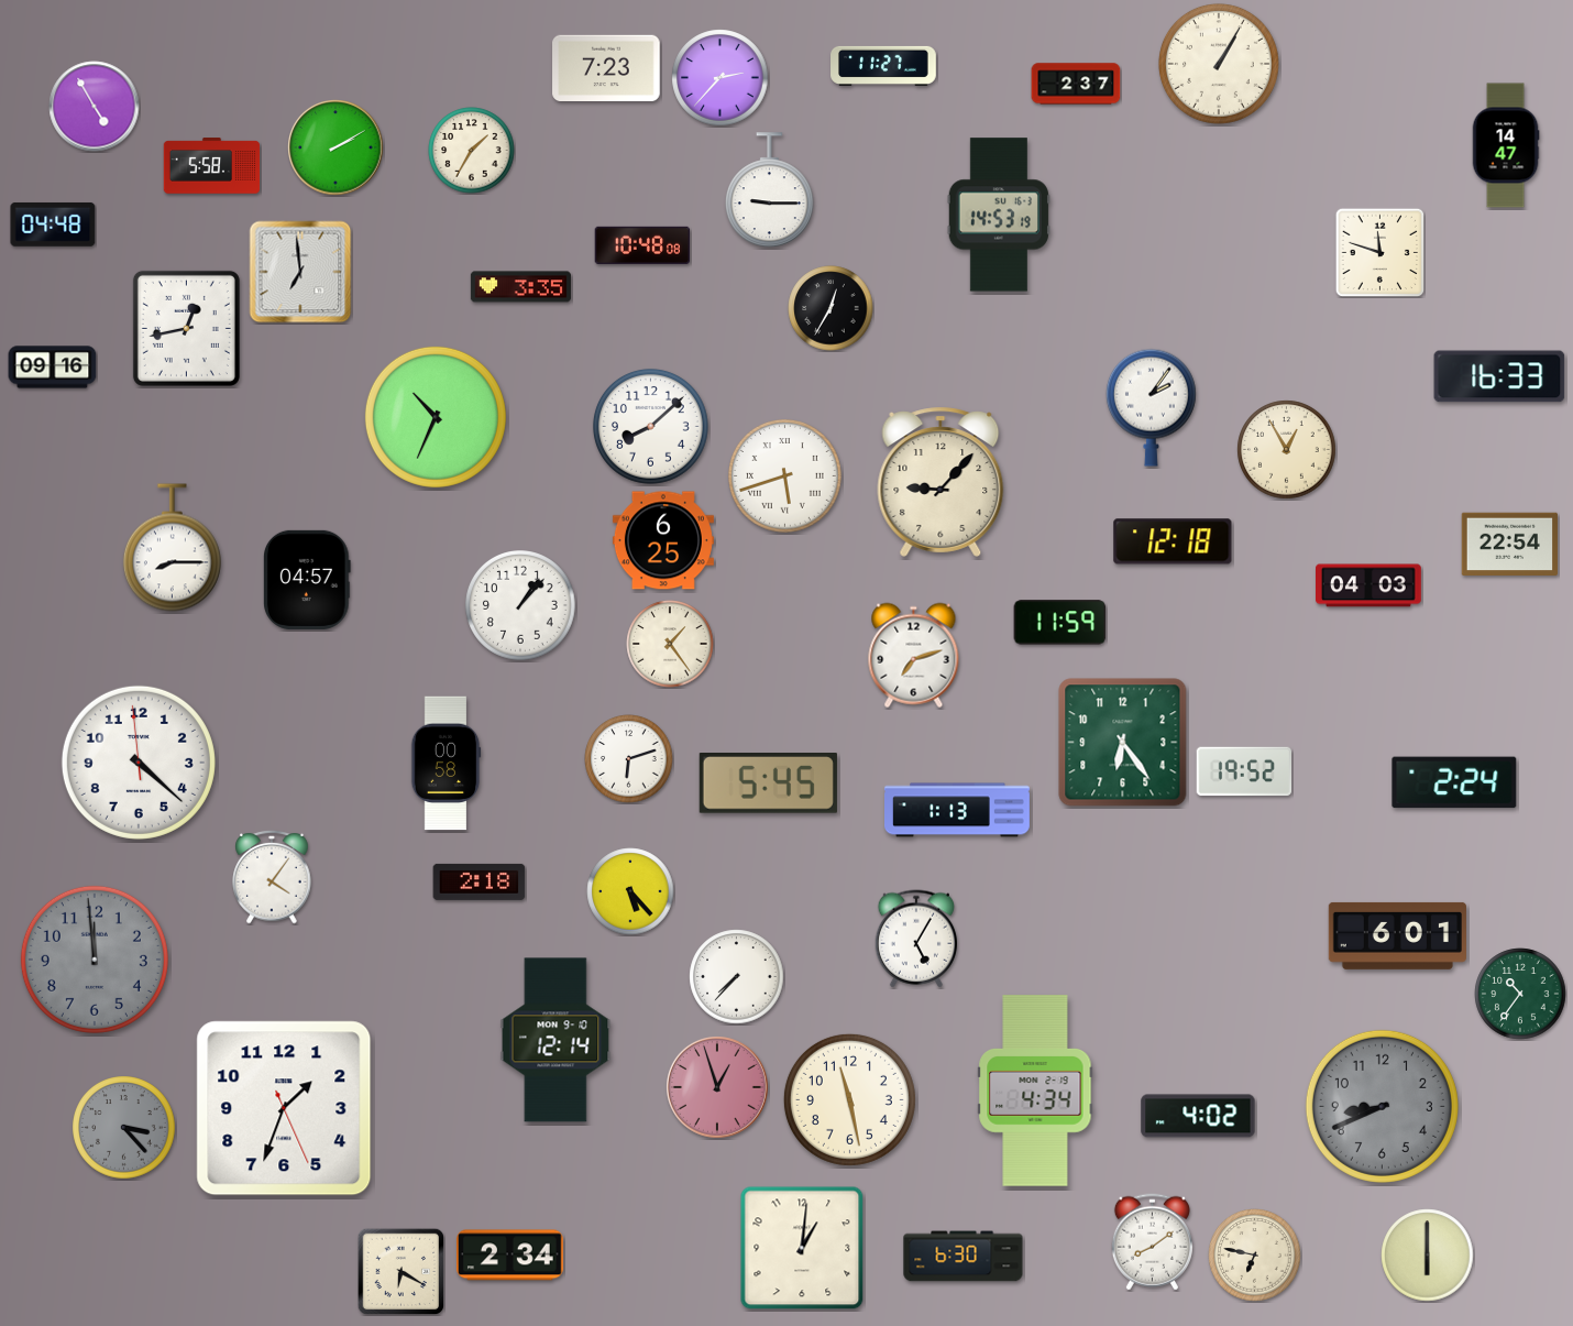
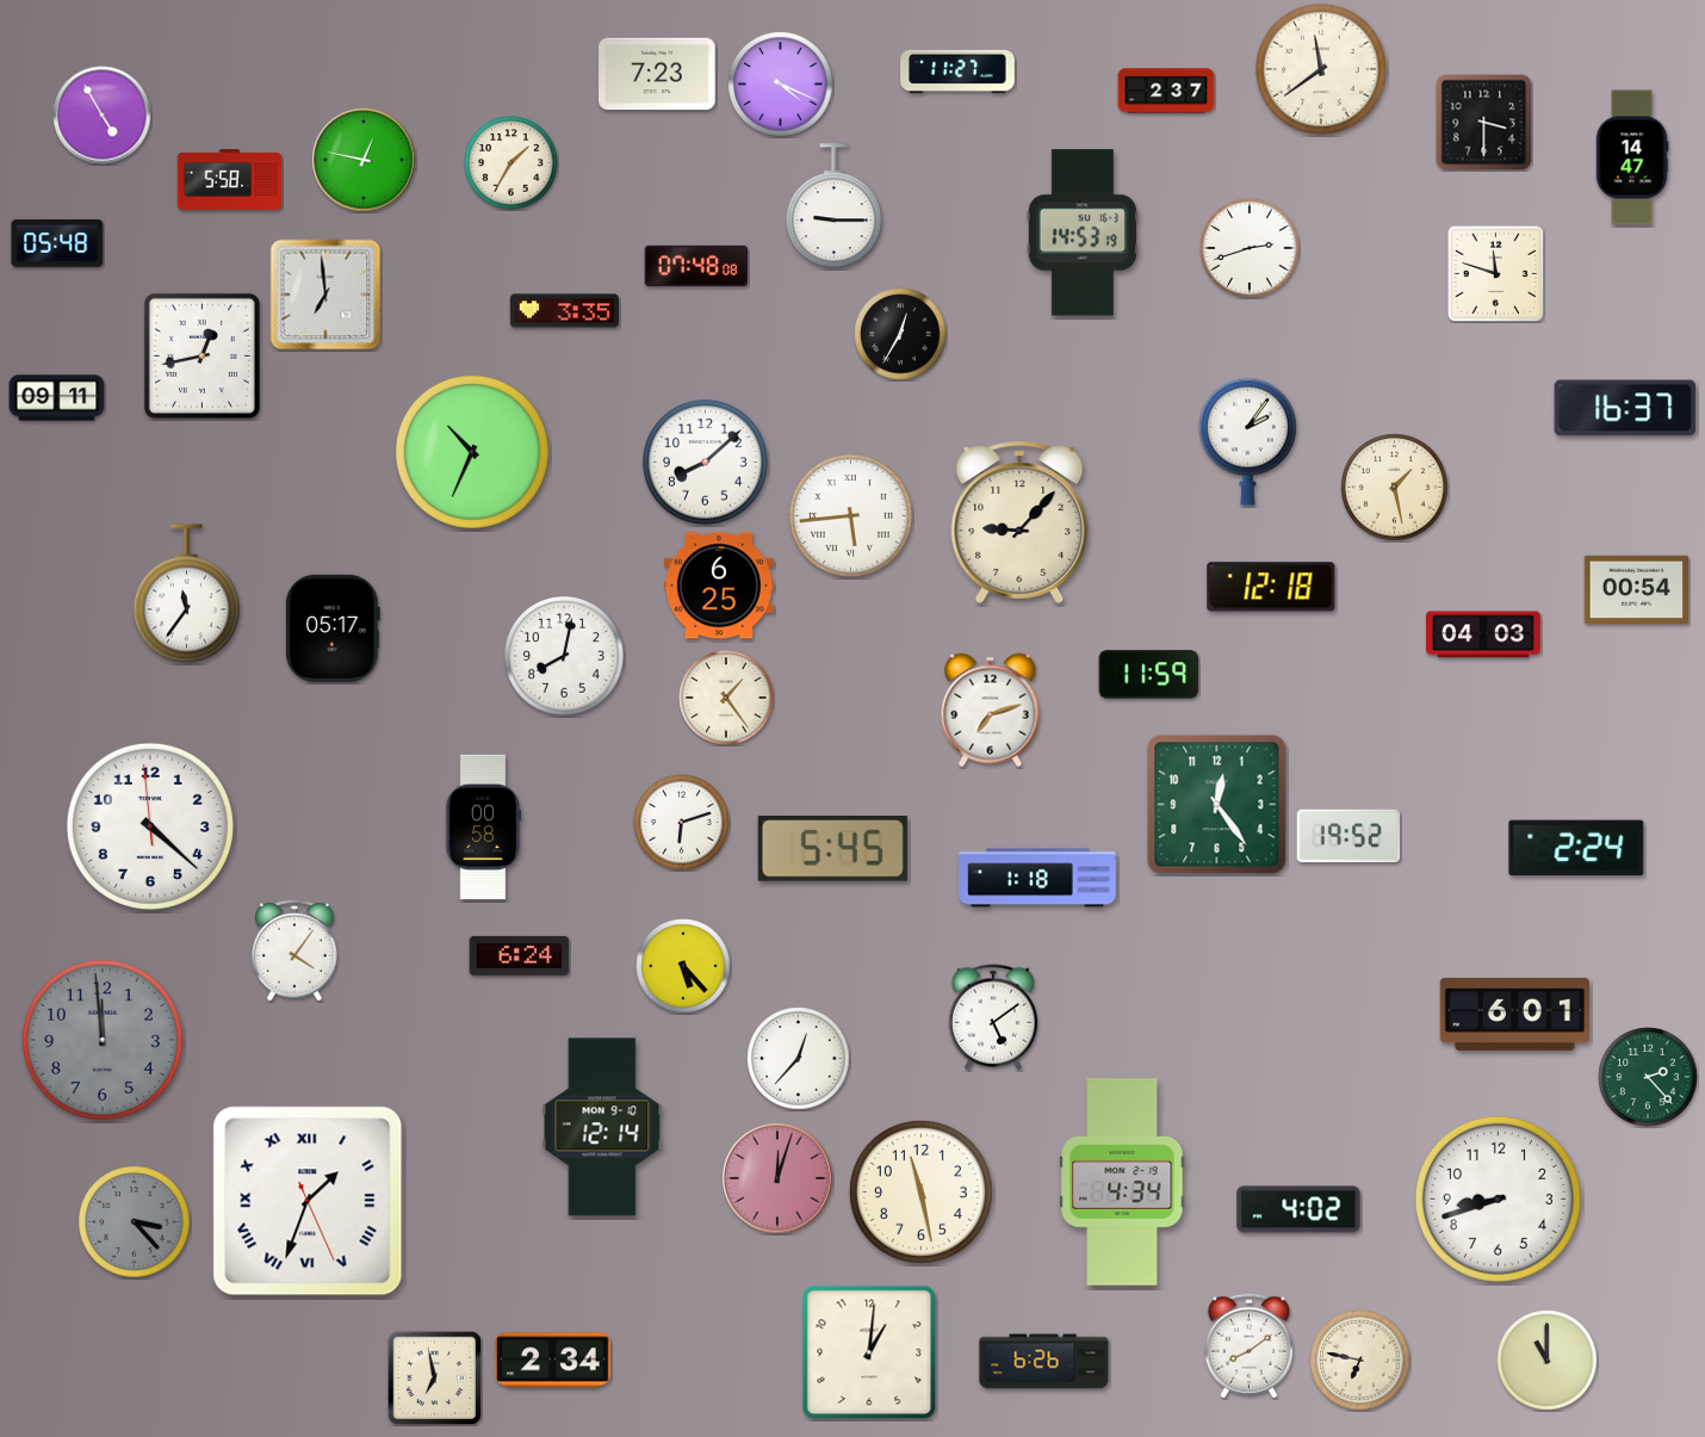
clock at (1219, 64): 1:05 -> 11:39
clock at (721, 78): 2:37 -> 4:19
clock at (1484, 123): none -> 3:30
clock at (335, 147): 2:10 -> 12:47
clock at (53, 224): 04:48 -> 05:48
clock at (1250, 248): none -> 2:42
clock at (642, 245): 10:48 -> 07:48
clock at (53, 368): 09:16 -> 09:11
clock at (1499, 376): 16:33 -> 16:37
clock at (1287, 450): 12:55 -> 1:28
clock at (785, 476): 5:42 -> 5:44
clock at (1510, 545): 22:54 -> 00:54
clock at (172, 548): 8:15 -> 11:36
clock at (308, 580): 04:57 -> 05:17
clock at (521, 606): 1:07 -> 8:02
clock at (1123, 743): 6:24 -> 12:24
clock at (958, 810): 1:13 -> 1:18
clock at (480, 881): 2:18 -> 6:24
clock at (915, 939): 5:05 -> 5:09
clock at (737, 977): 7:37 -> 12:37
clock at (1520, 994): 10:36 -> 2:23
clock at (718, 1088): 12:57 -> 12:03
clock at (1382, 1106): 8:41 -> 8:42
clock at (1382, 1106) dial: grey -> white
clock at (284, 1108) numerals: Arabic -> Roman
clock at (1428, 1256): 6:00 -> 11:00
clock at (964, 1257): 6:30 -> 6:26
clock at (400, 1271): 6:20 -> 6:58
